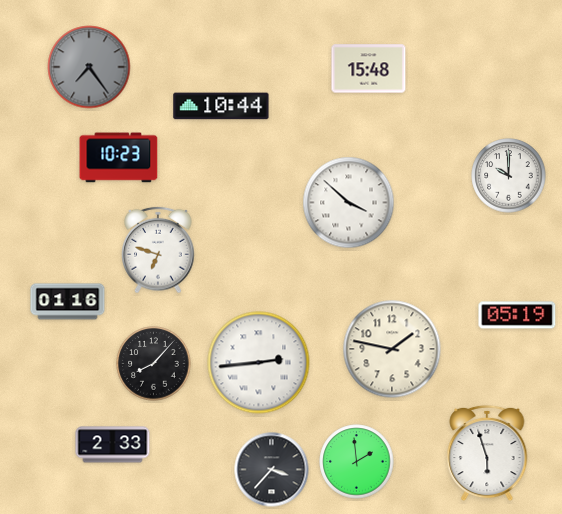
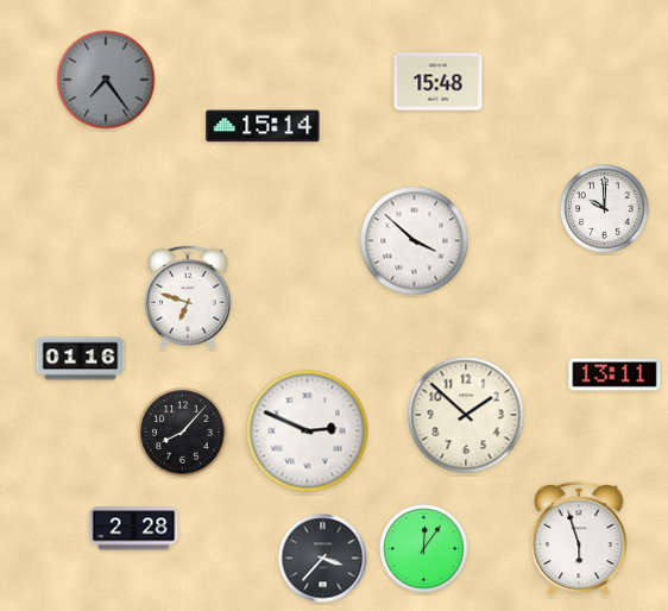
clock at (221, 106): 10:44 -> 15:14
clock at (119, 158): 10:23 -> none
clock at (517, 315): 05:19 -> 13:11
clock at (392, 349): 1:47 -> 1:52
clock at (259, 363): 2:44 -> 2:49
clock at (113, 445): 2:33 -> 2:28
clock at (357, 462): 1:59 -> 12:06
